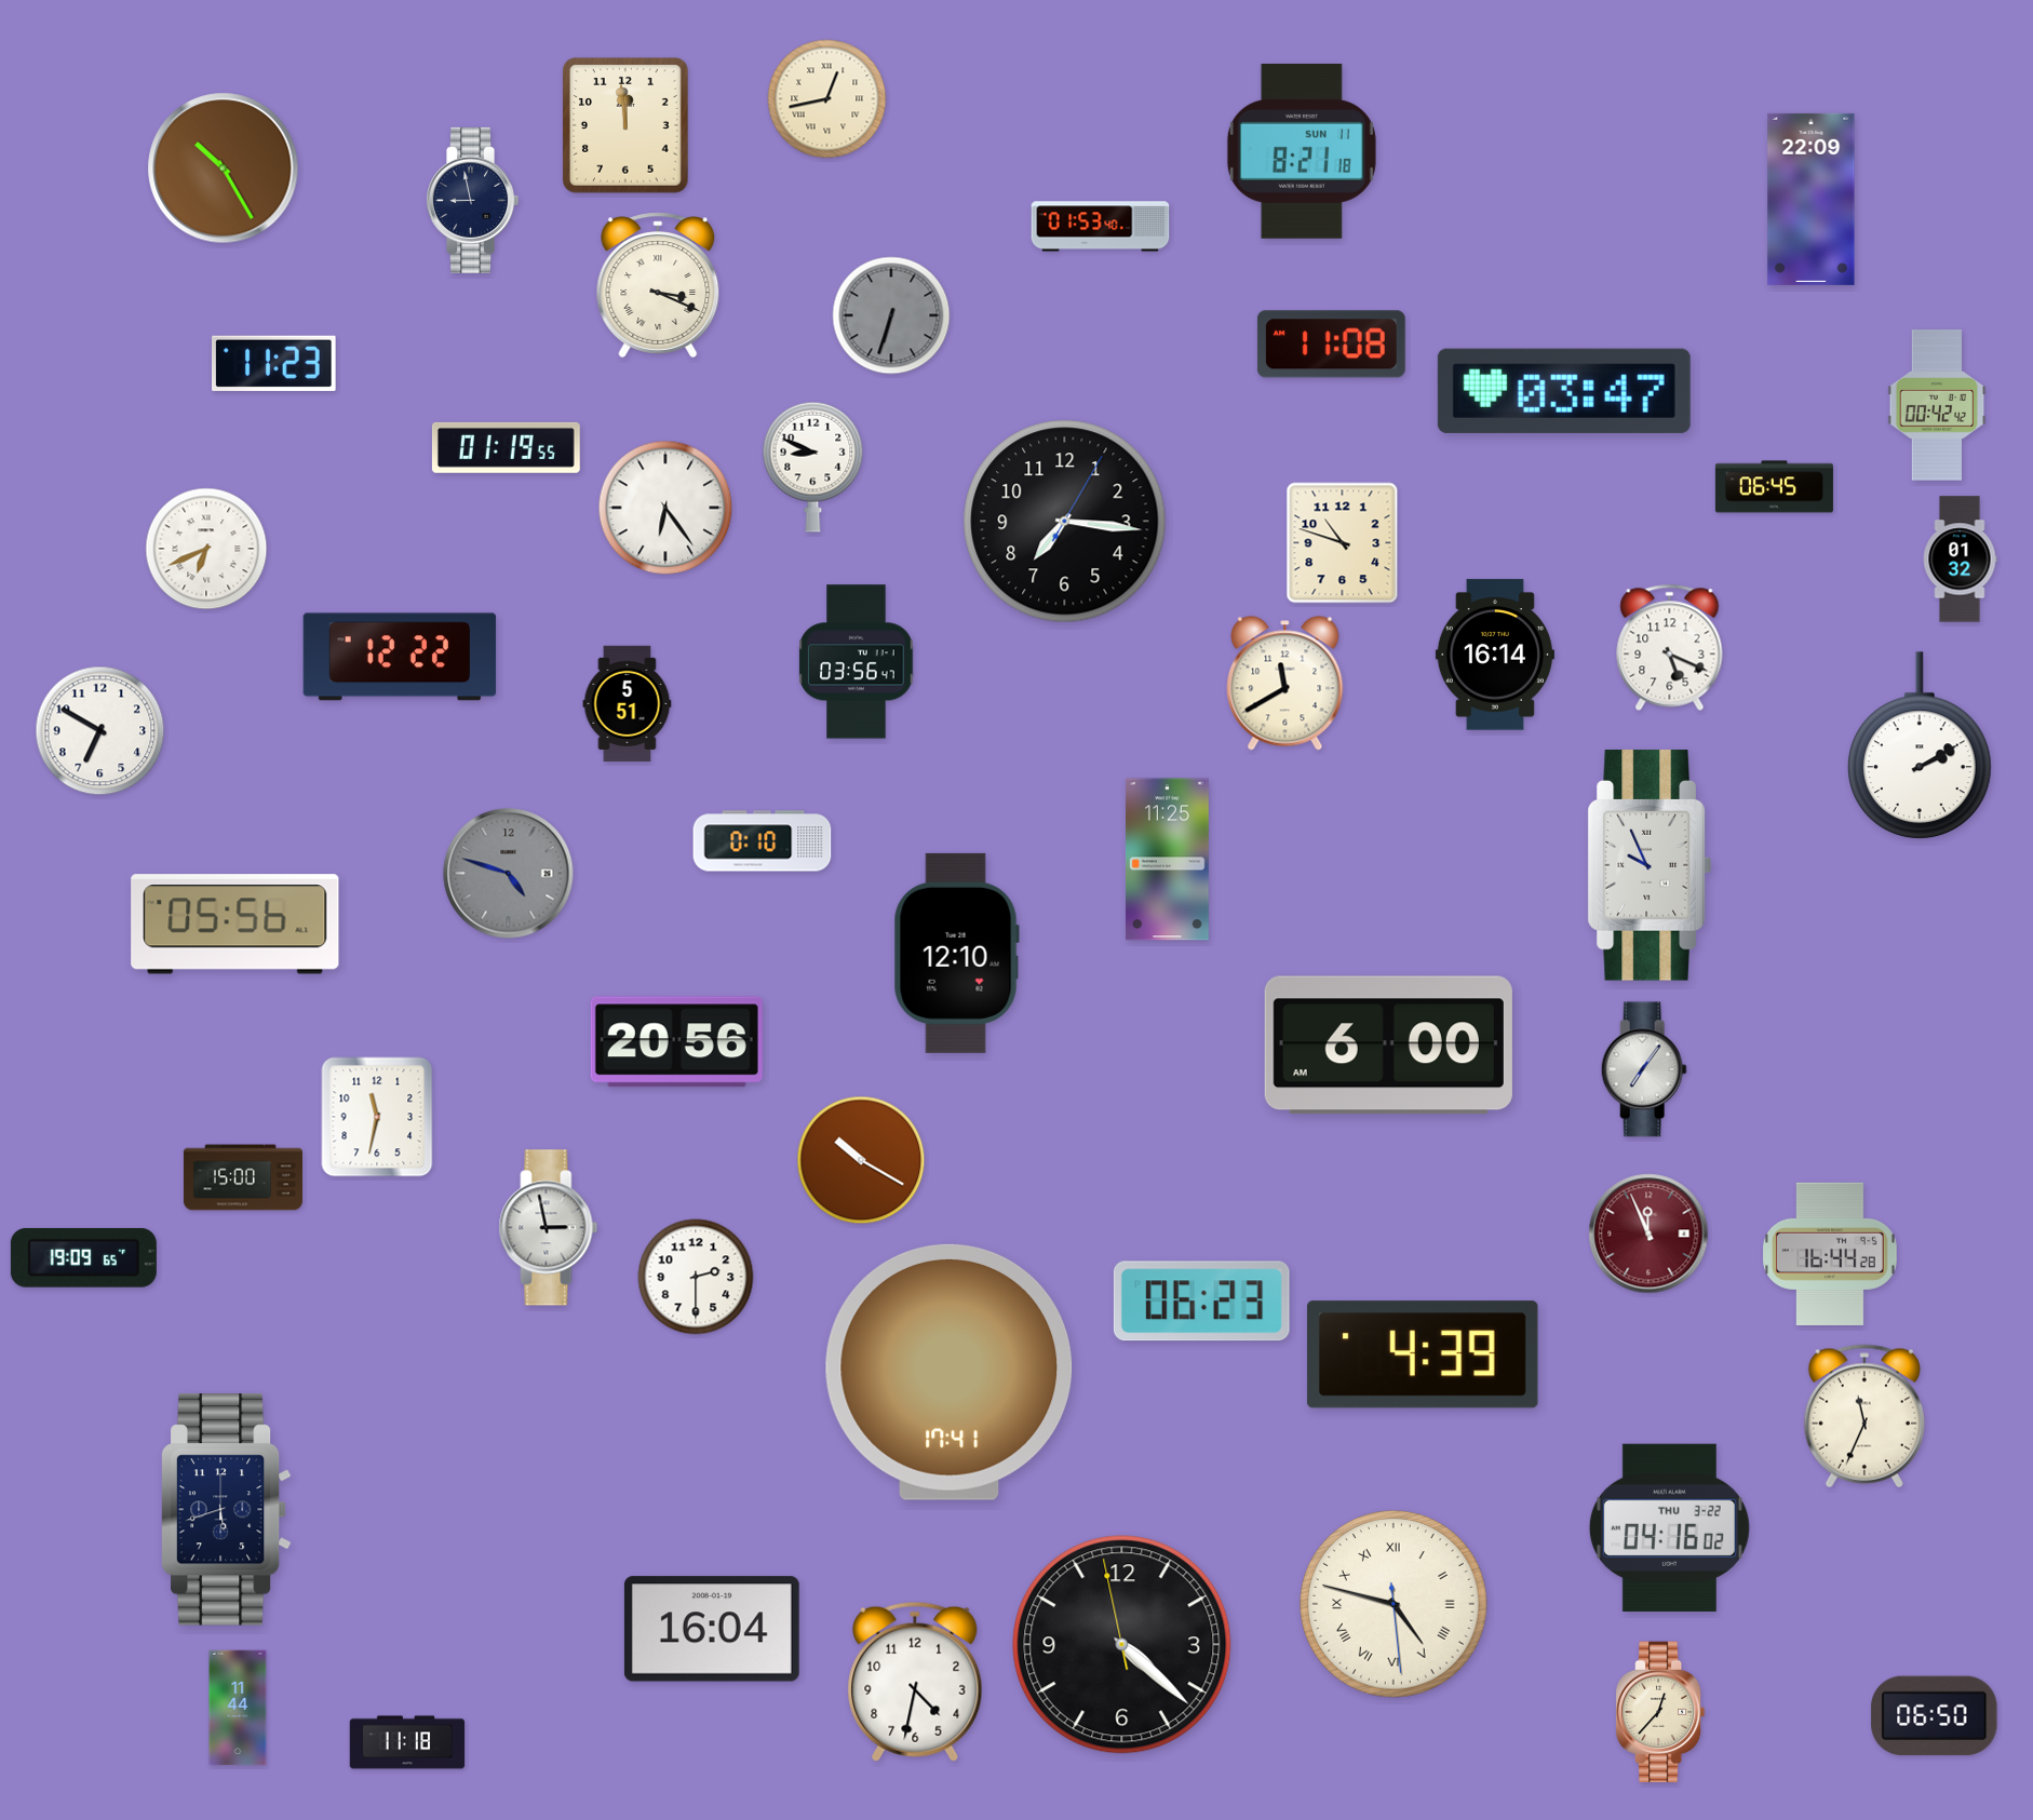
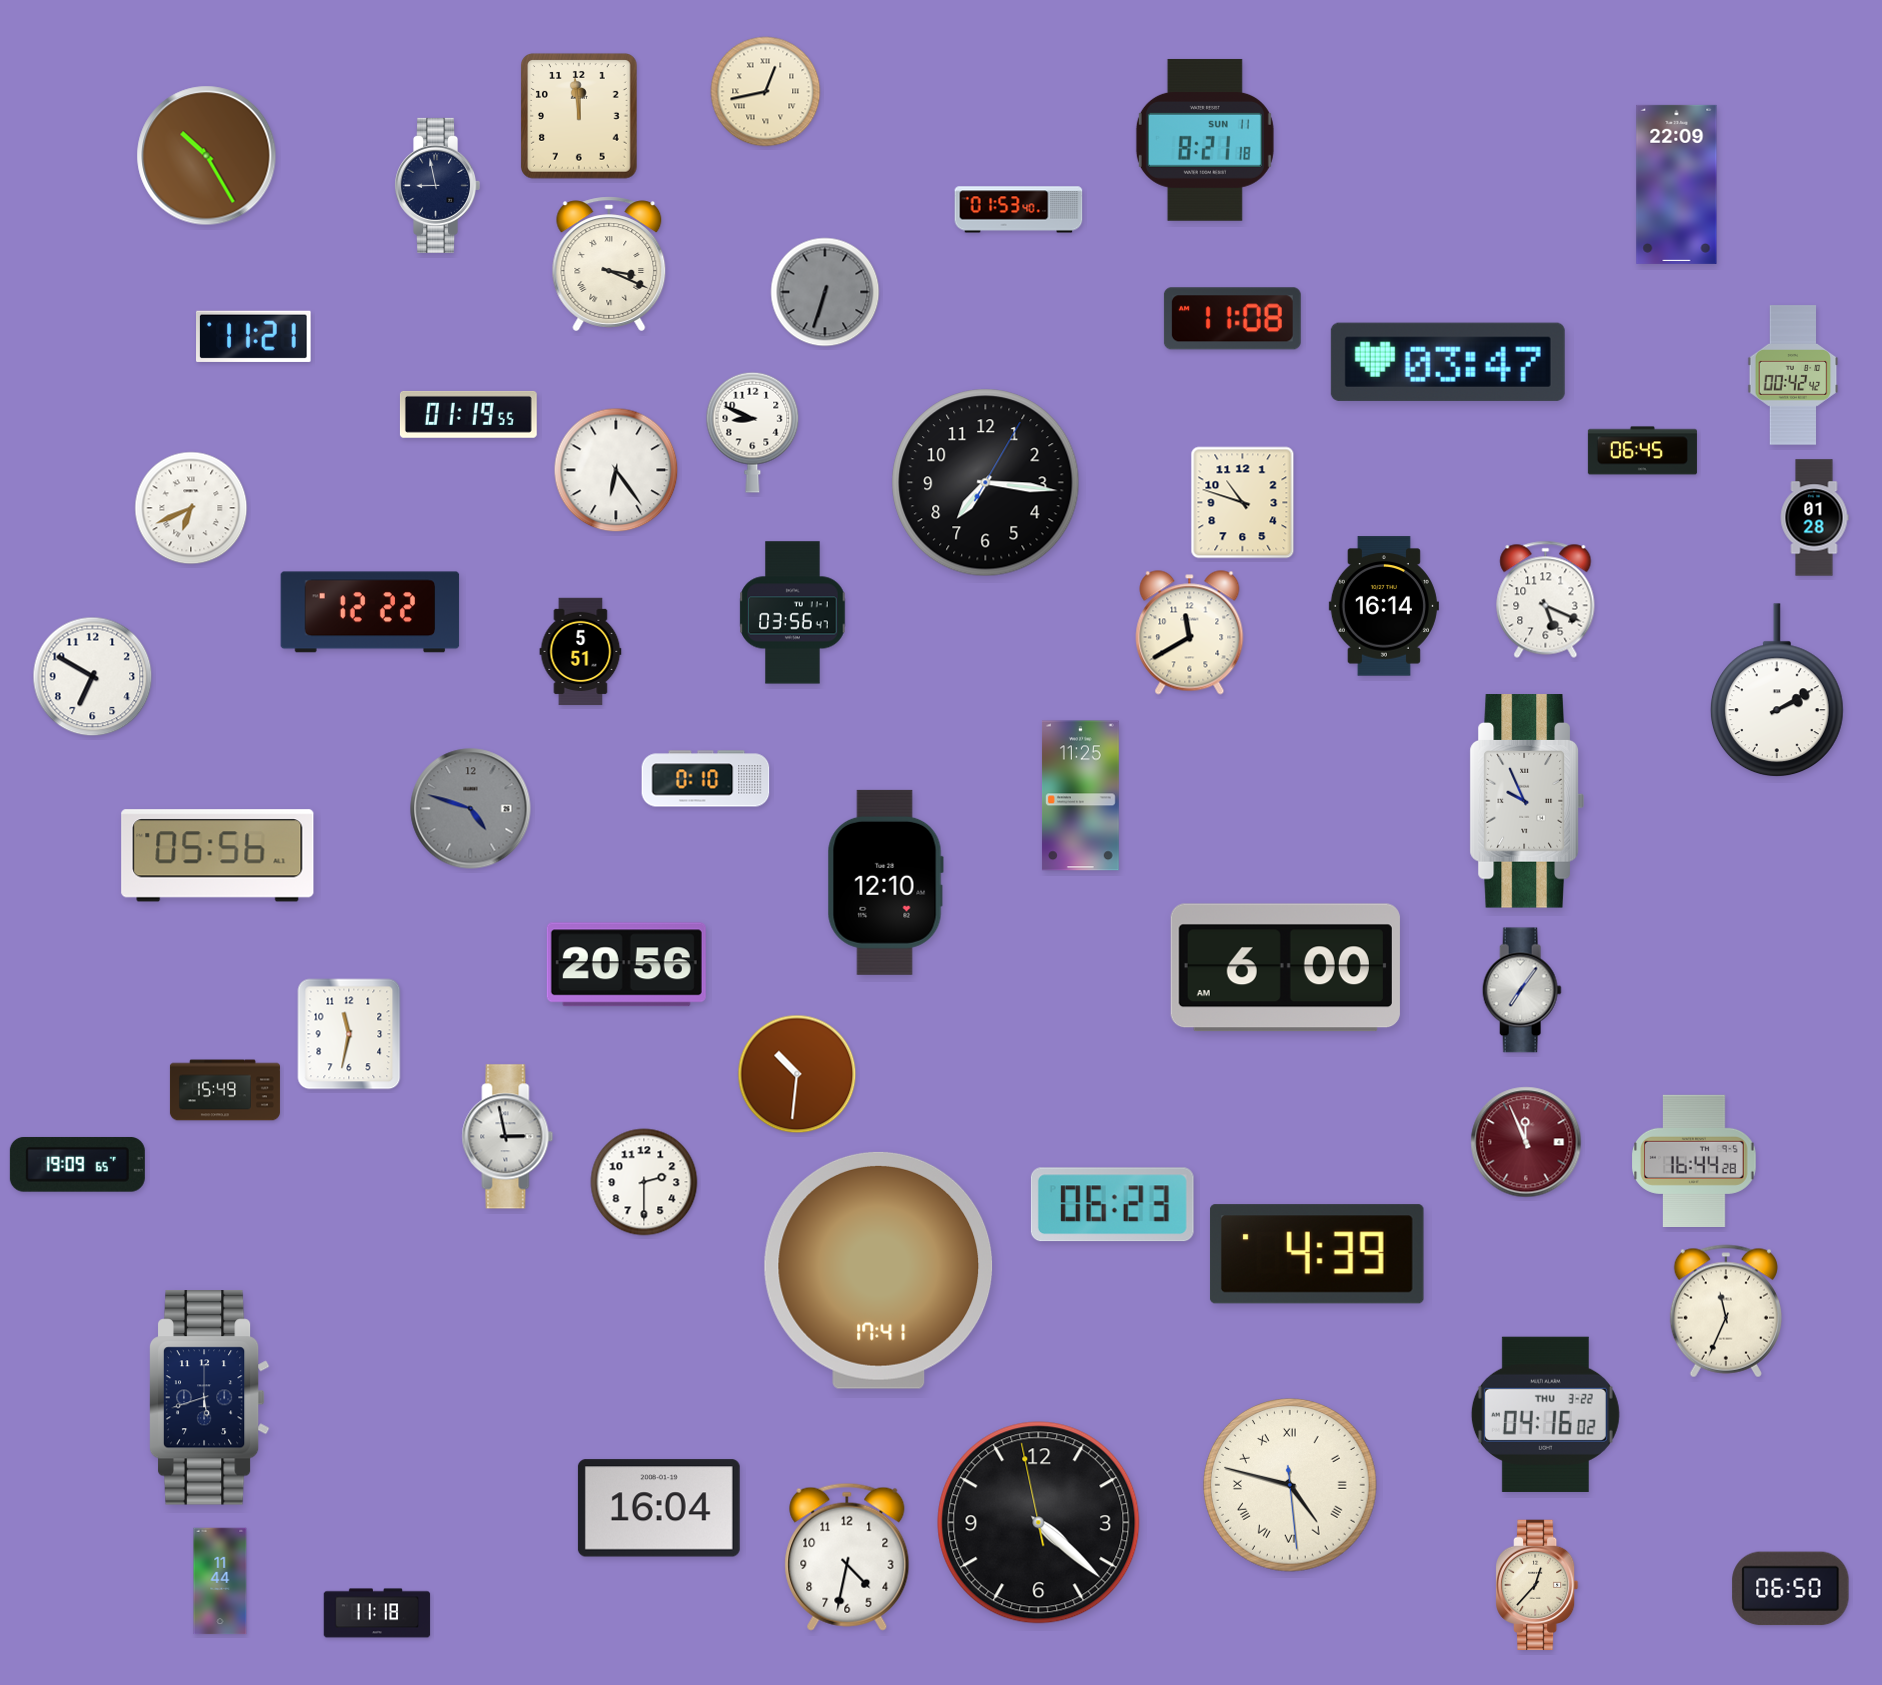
clock at (274, 363): 11:23 -> 11:21
clock at (1960, 560): 01:32 -> 01:28
clock at (400, 657) position: (400, 657) -> (370, 612)
clock at (861, 1160): 10:20 -> 10:31
clock at (243, 1177): 15:00 -> 15:49
